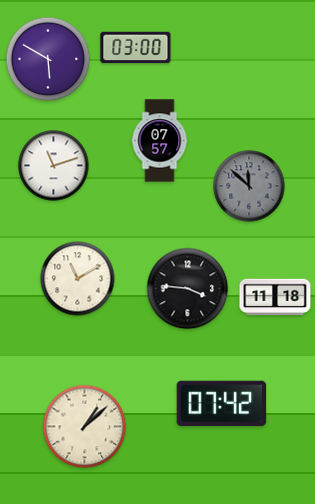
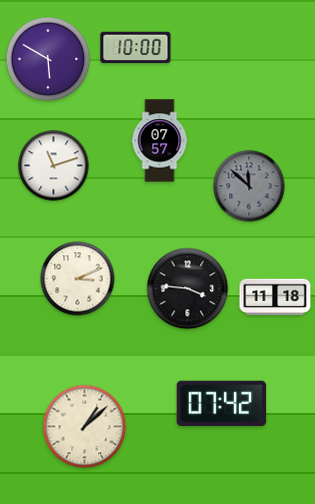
clock at (136, 48): 03:00 -> 10:00
clock at (78, 279): 11:10 -> 3:11
